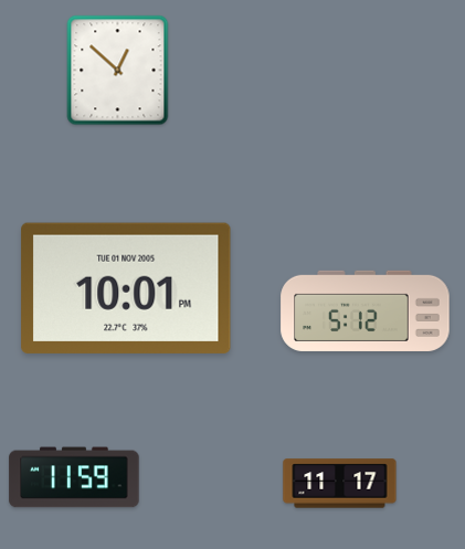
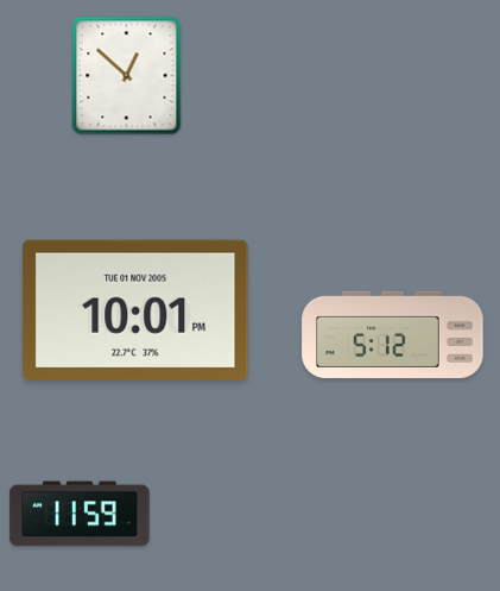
clock at (340, 484): 11:17 -> none
